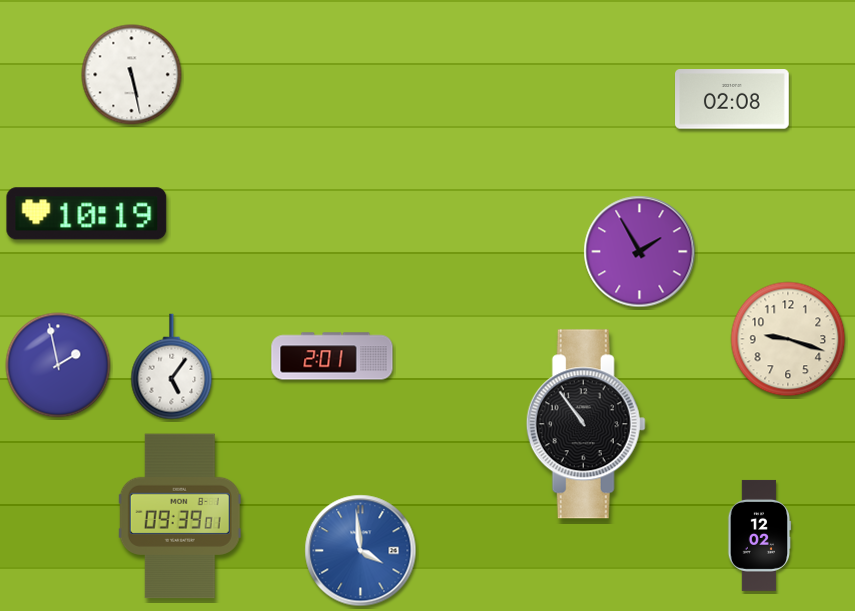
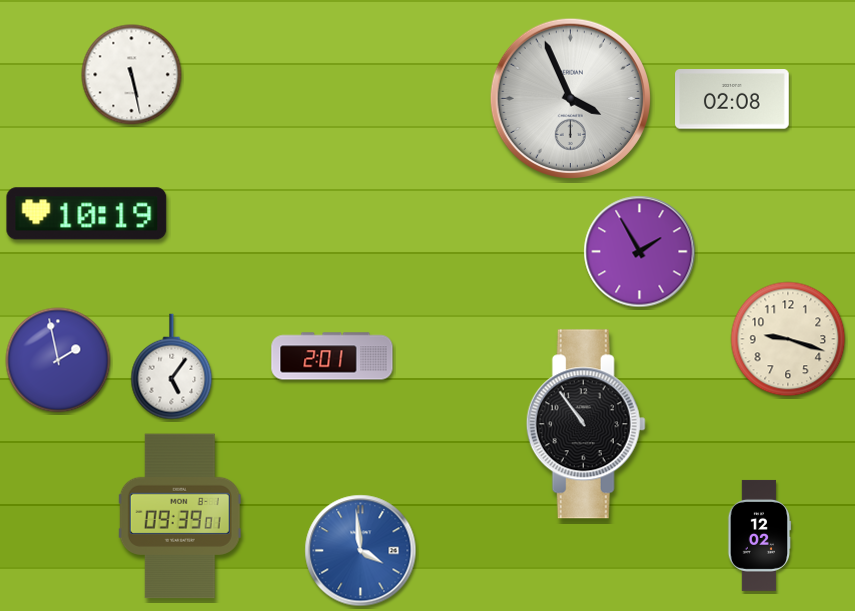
clock at (570, 98): none -> 3:56
clock at (58, 365) position: (58, 365) -> (58, 360)
